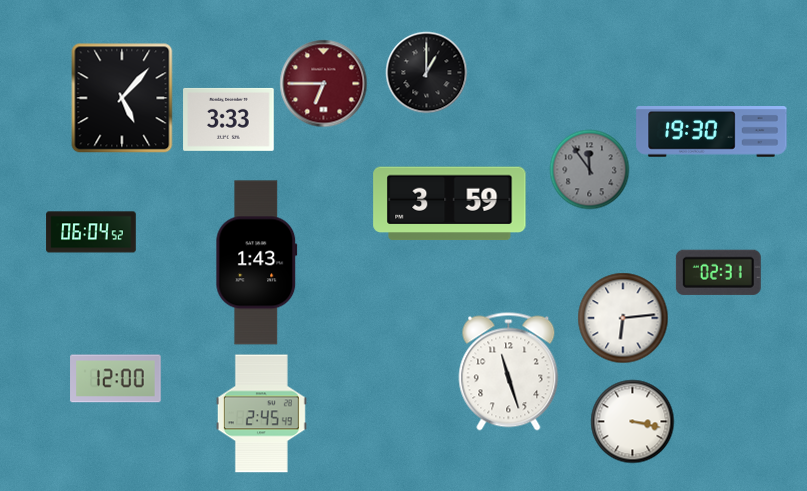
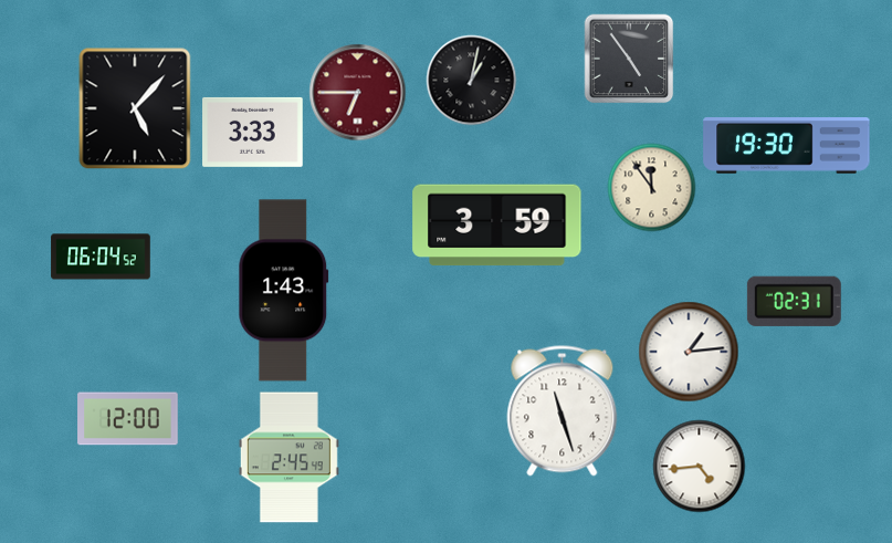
clock at (629, 59): none -> 4:54
clock at (426, 72): 1:00 -> 1:02
clock at (589, 169) dial: grey -> cream
clock at (623, 318): 6:14 -> 1:14
clock at (632, 421): 3:17 -> 4:44
